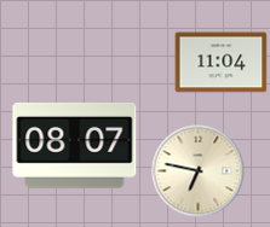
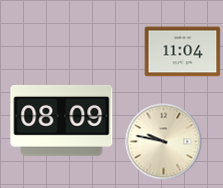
clock at (75, 145): 08:07 -> 08:09
clock at (199, 171): 6:47 -> 9:47
